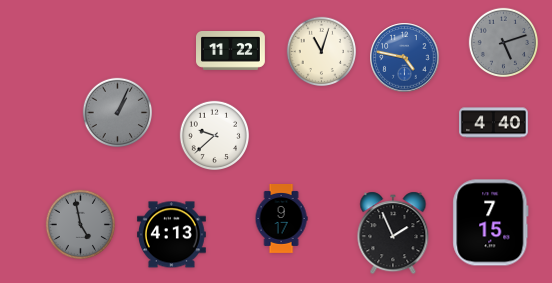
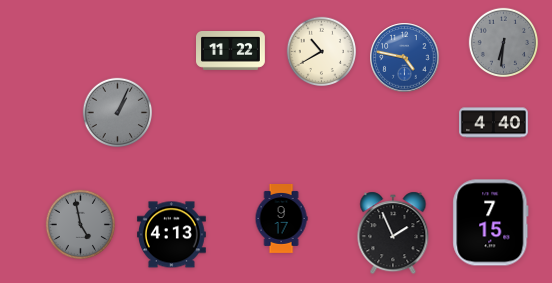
clock at (503, 42): 5:12 -> 6:31
clock at (321, 51): 11:03 -> 10:40
clock at (214, 135): 9:38 -> none
